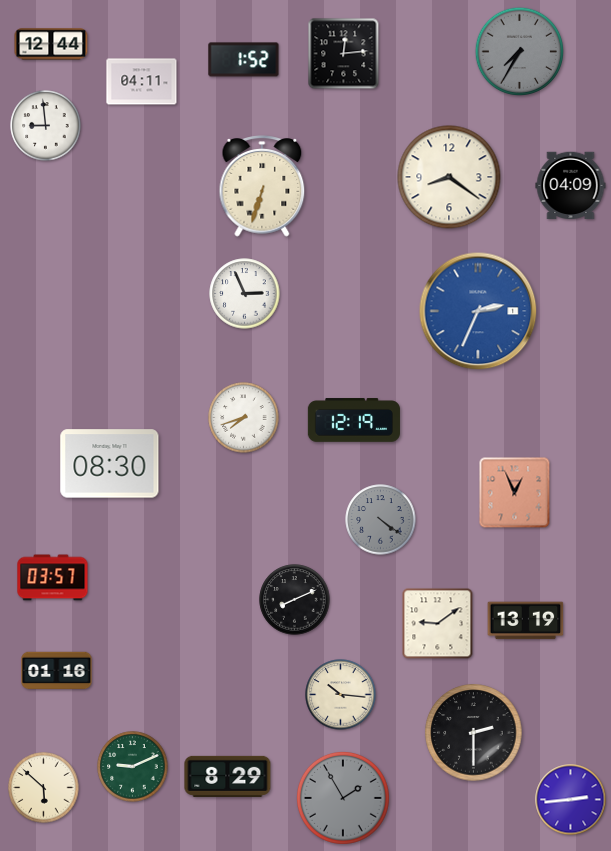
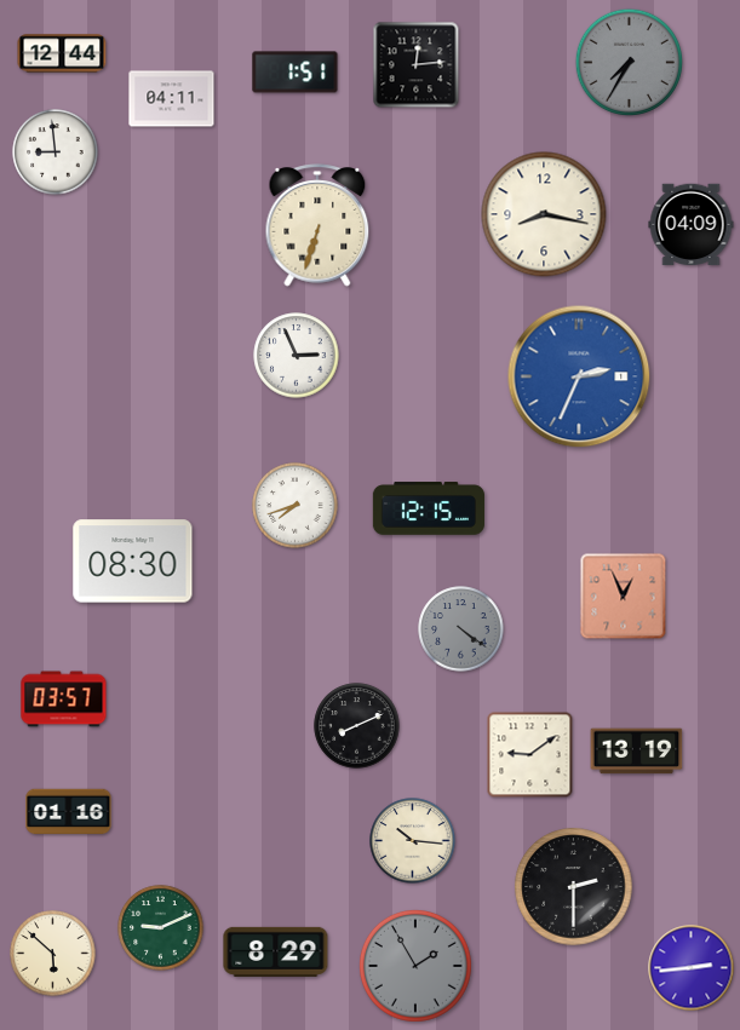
clock at (244, 60): 1:52 -> 1:51
clock at (449, 177): 8:21 -> 8:17
clock at (353, 420): 12:19 -> 12:15
clock at (228, 776) position: (228, 776) -> (276, 951)
